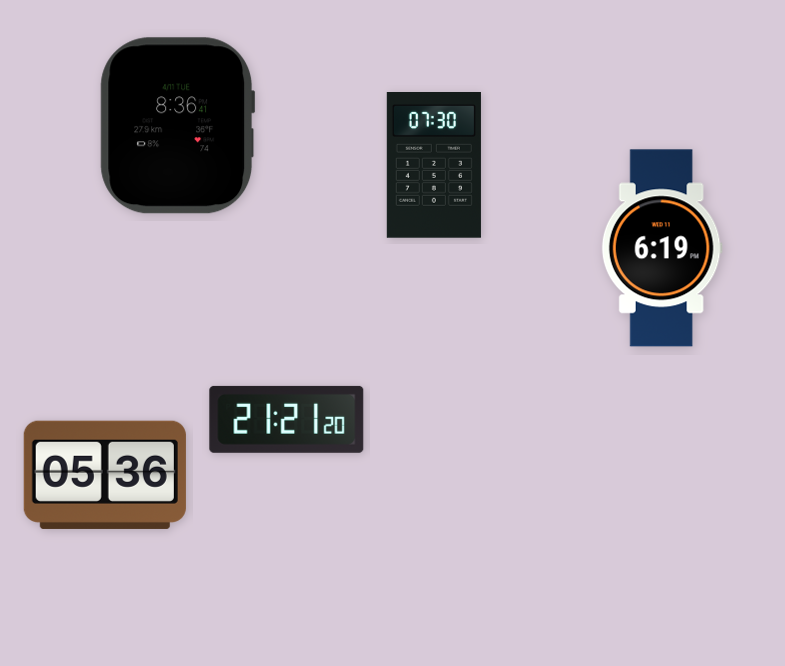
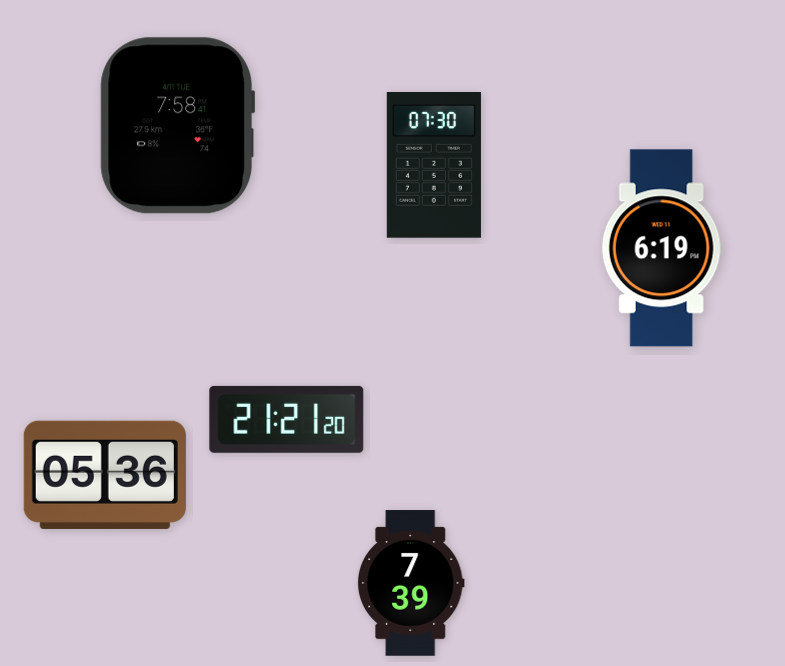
clock at (178, 126): 8:36 -> 7:58
clock at (411, 583): none -> 7:39
